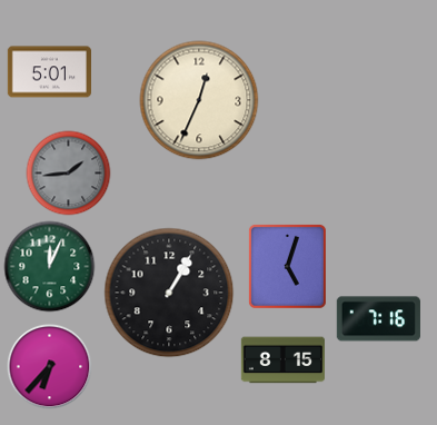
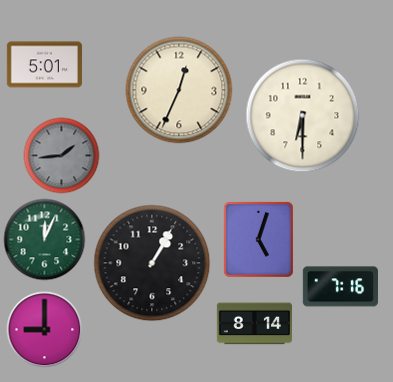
clock at (303, 116): none -> 6:30
clock at (282, 360): 8:15 -> 8:14
clock at (50, 367): 6:37 -> 9:00
